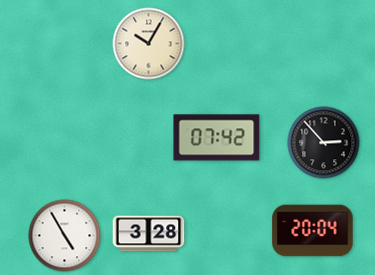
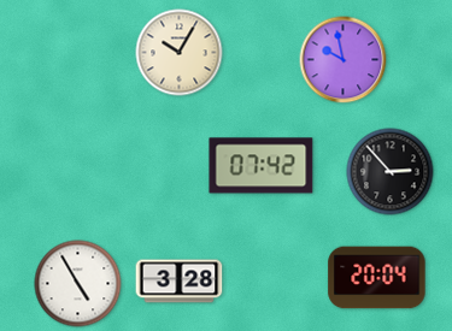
clock at (344, 60): none -> 9:58
